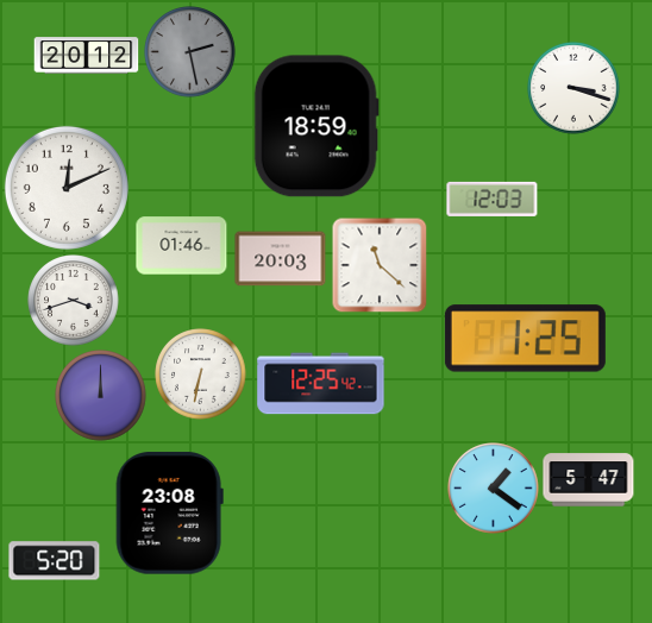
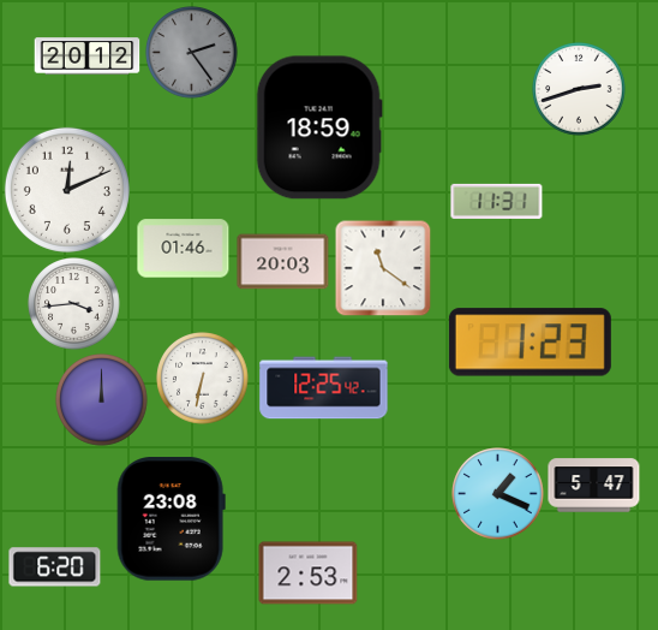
clock at (190, 52): 2:28 -> 2:24
clock at (573, 88): 3:18 -> 2:42
clock at (493, 199): 12:03 -> 11:31
clock at (380, 265): 11:22 -> 11:21
clock at (74, 301): 3:42 -> 3:44
clock at (525, 339): 1:25 -> 1:23
clock at (494, 489): 1:21 -> 1:19
clock at (55, 561): 5:20 -> 6:20
clock at (309, 573): none -> 2:53
